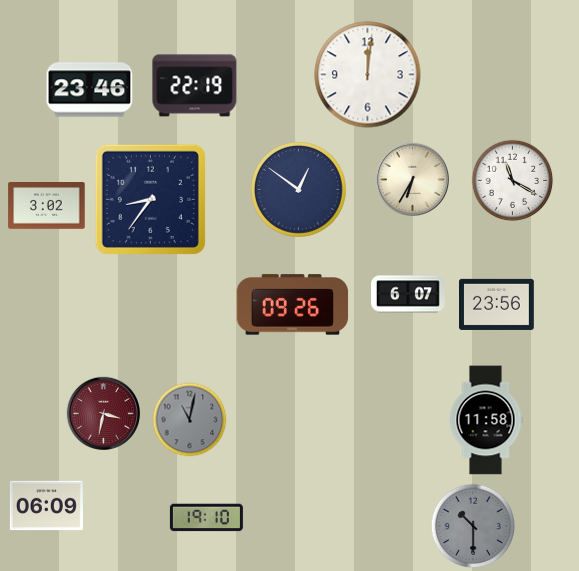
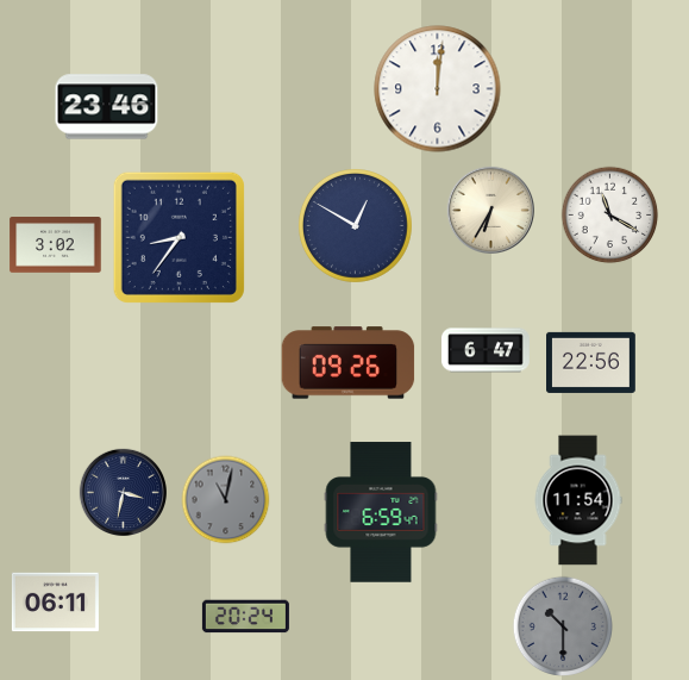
clock at (195, 86): 22:19 -> none
clock at (412, 179) position: (412, 179) -> (490, 210)
clock at (299, 190): 12:51 -> 12:50
clock at (408, 294): 6:07 -> 6:47
clock at (497, 304): 23:56 -> 22:56
clock at (103, 413) dial: burgundy -> navy
clock at (486, 420): 11:58 -> 11:54
clock at (381, 512): none -> 6:59
clock at (46, 506): 06:09 -> 06:11
clock at (206, 518): 19:10 -> 20:24
